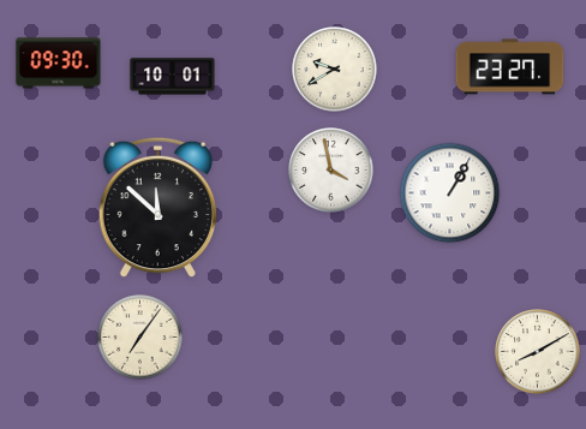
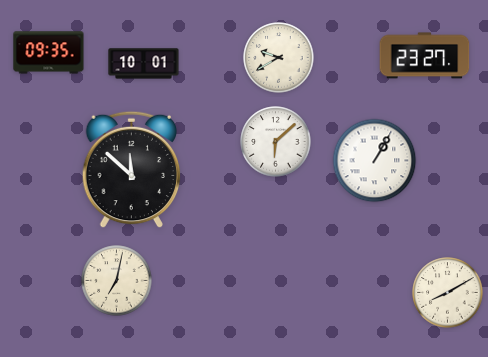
clock at (59, 64): 09:30 -> 09:35
clock at (331, 171): 3:58 -> 6:08
clock at (159, 208) position: (159, 208) -> (132, 170)
clock at (140, 338): 7:06 -> 7:02
